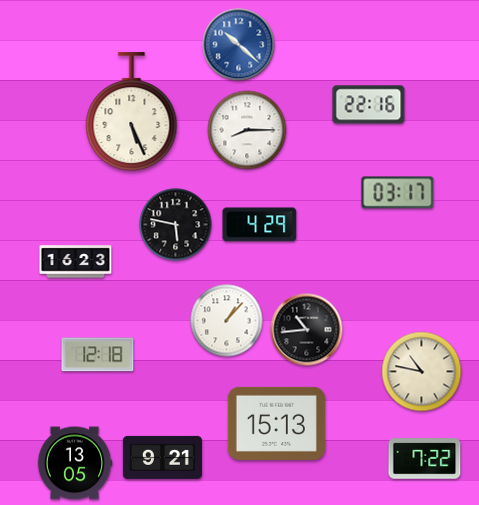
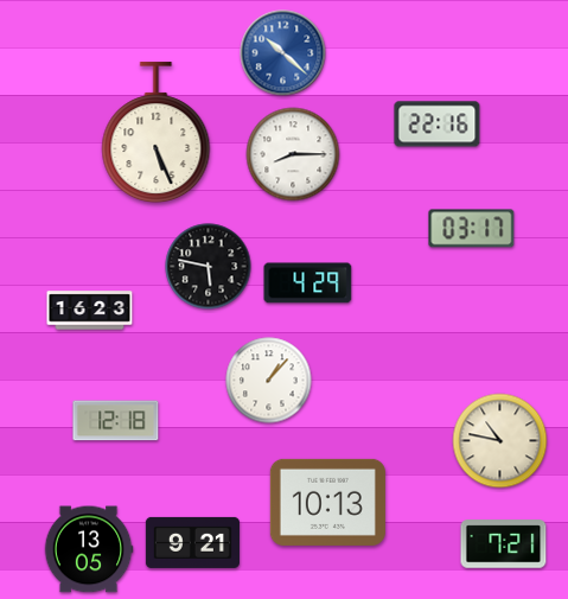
clock at (260, 225) position: (260, 225) -> (308, 283)
clock at (307, 330): 10:44 -> none
clock at (276, 423): 15:13 -> 10:13
clock at (425, 459): 7:22 -> 7:21
